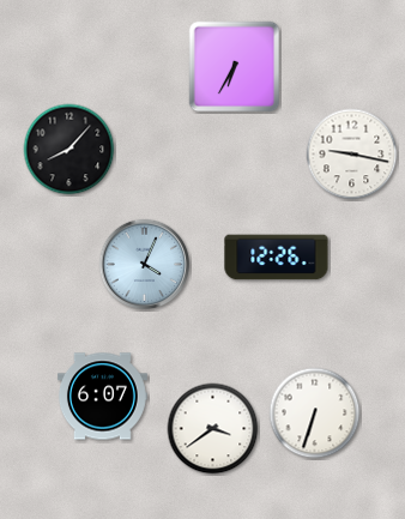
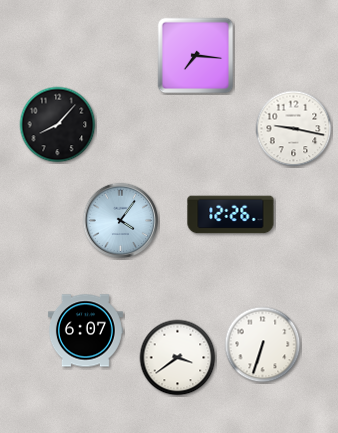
clock at (235, 67): 6:35 -> 7:16
clock at (145, 265): 4:04 -> 4:06
